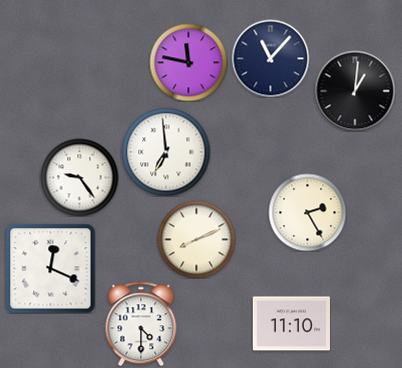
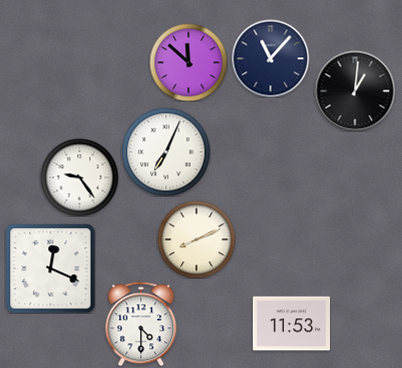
clock at (188, 62): 11:47 -> 11:52
clock at (166, 152): 6:59 -> 7:04
clock at (307, 212): 2:25 -> none
clock at (291, 324): 11:10 -> 11:53
